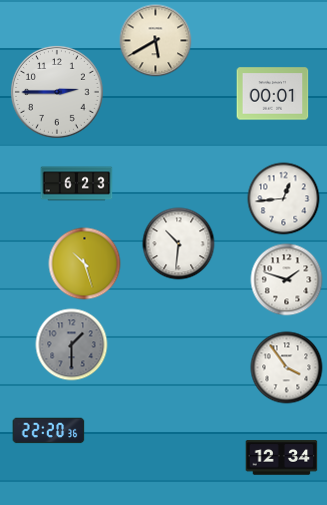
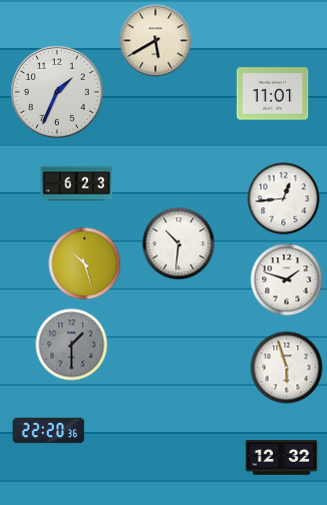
clock at (57, 92): 2:45 -> 1:34
clock at (273, 94): 00:01 -> 11:01
clock at (287, 368): 3:54 -> 5:57
clock at (282, 458): 12:34 -> 12:32
